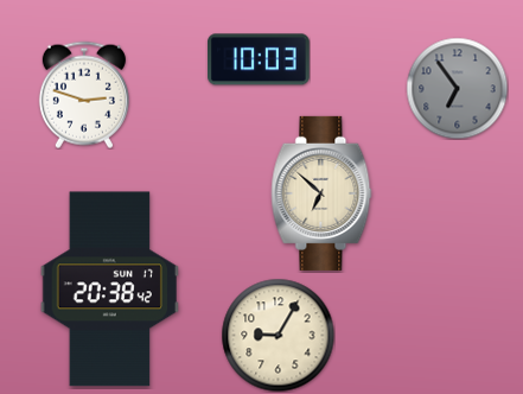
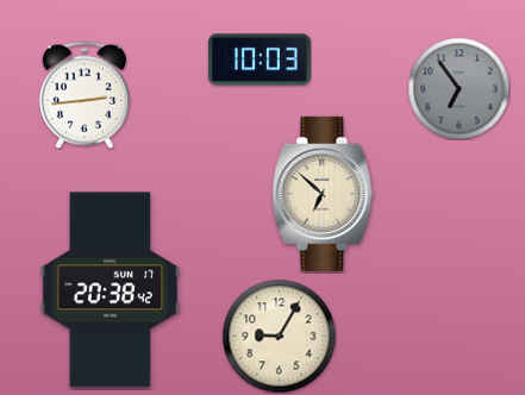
clock at (84, 95): 2:48 -> 2:44
